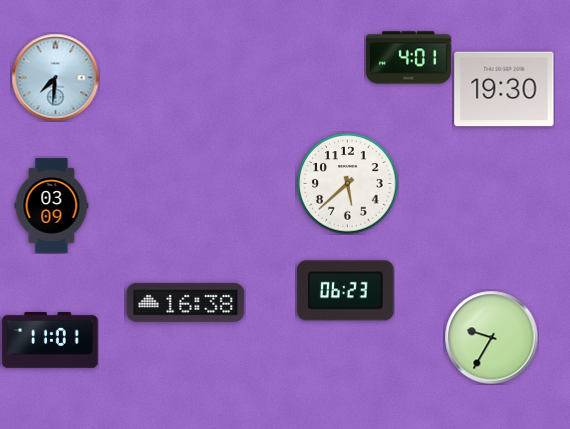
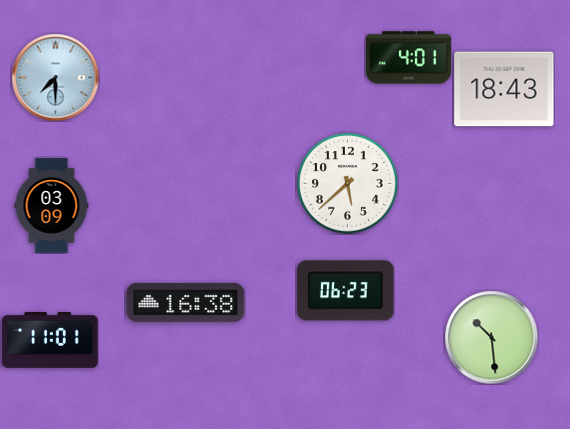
clock at (55, 77): 7:31 -> 7:30
clock at (504, 89): 19:30 -> 18:43
clock at (491, 337): 9:35 -> 10:29
